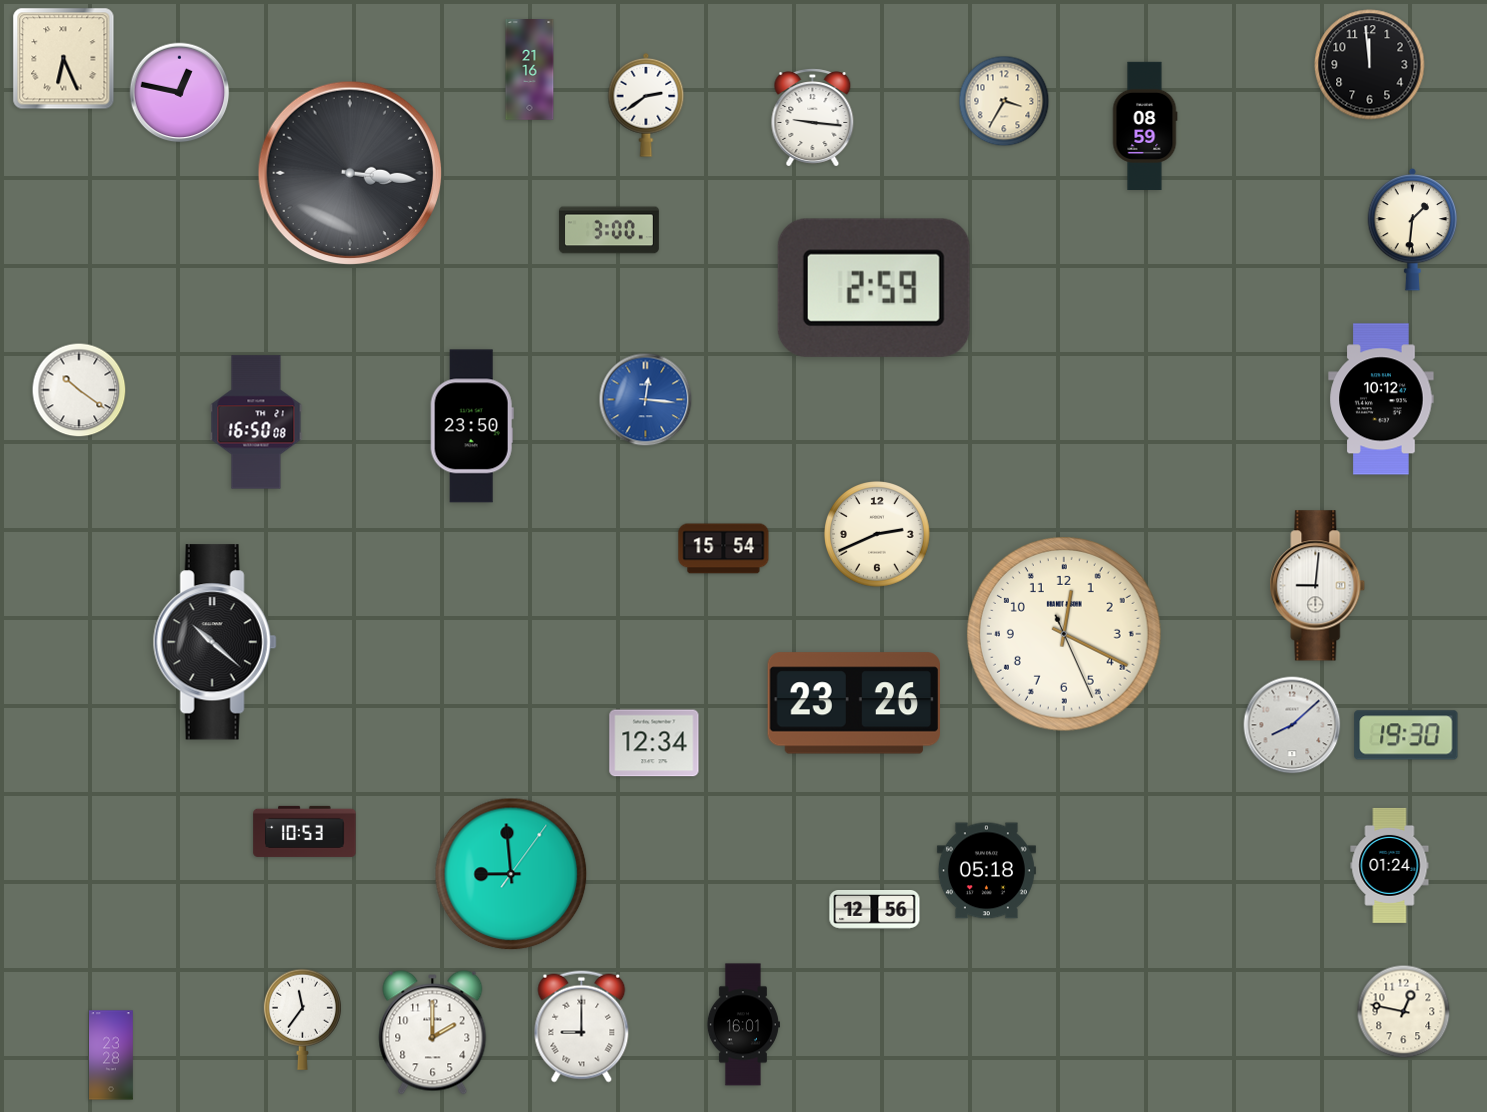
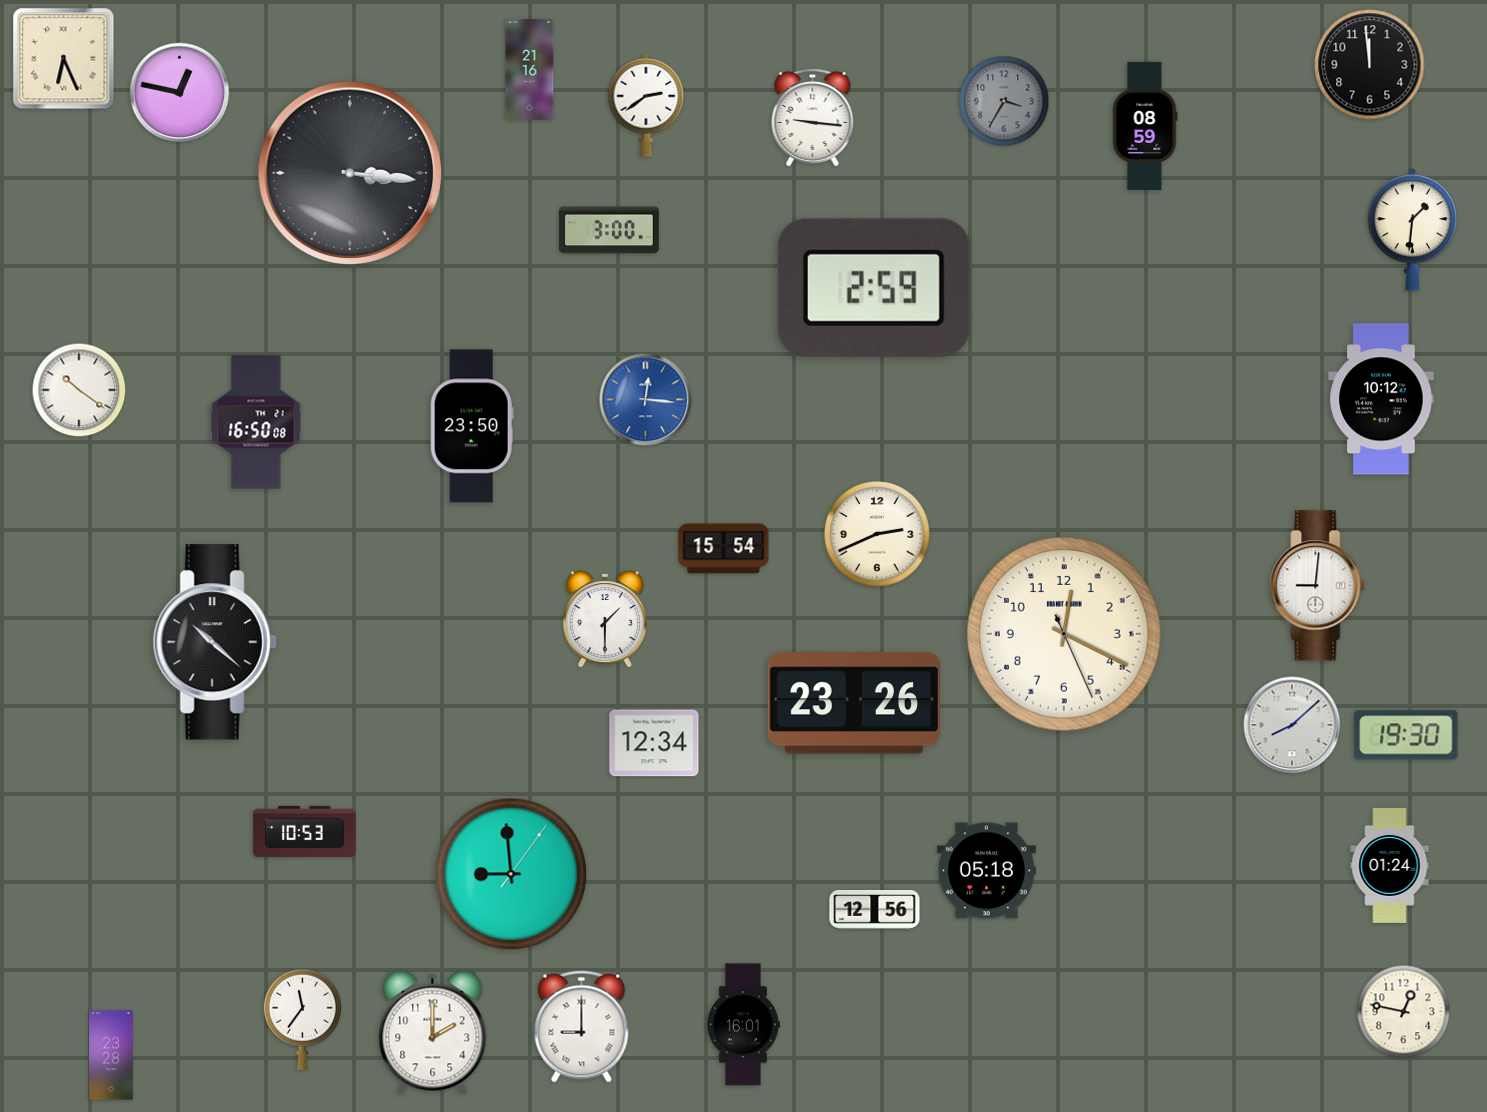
clock at (1004, 101) dial: cream -> grey
clock at (605, 620): none -> 1:30
